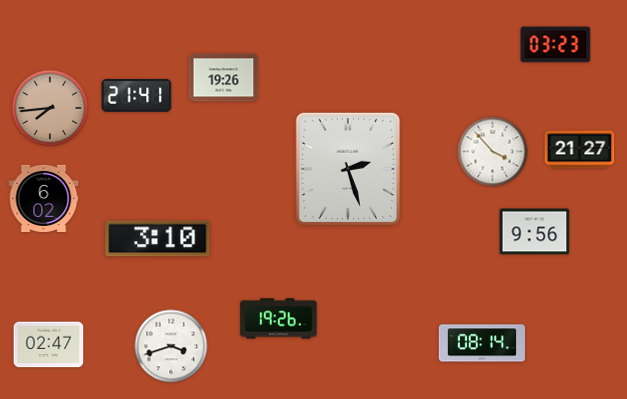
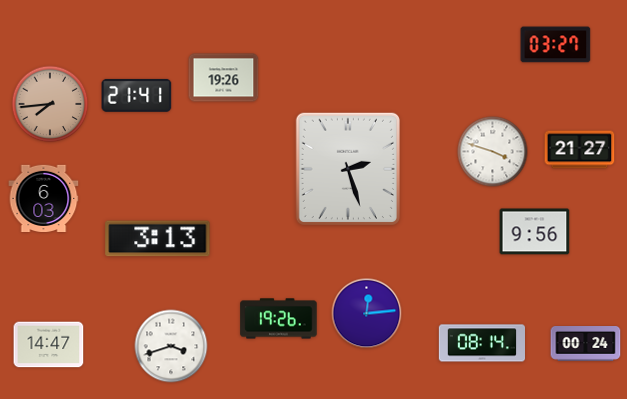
clock at (556, 45): 03:23 -> 03:27
clock at (50, 108) position: (50, 108) -> (50, 104)
clock at (493, 152): 3:53 -> 3:48
clock at (44, 198): 6:02 -> 6:03
clock at (158, 239): 3:10 -> 3:13
clock at (367, 314): none -> 12:14
clock at (586, 344): none -> 00:24
clock at (49, 345): 02:47 -> 14:47
